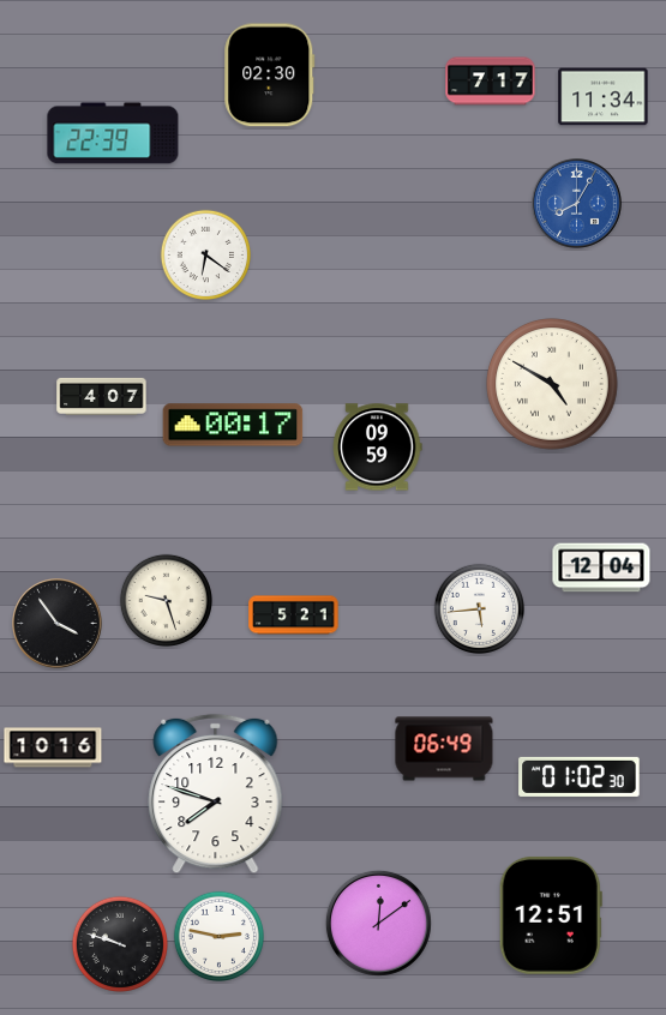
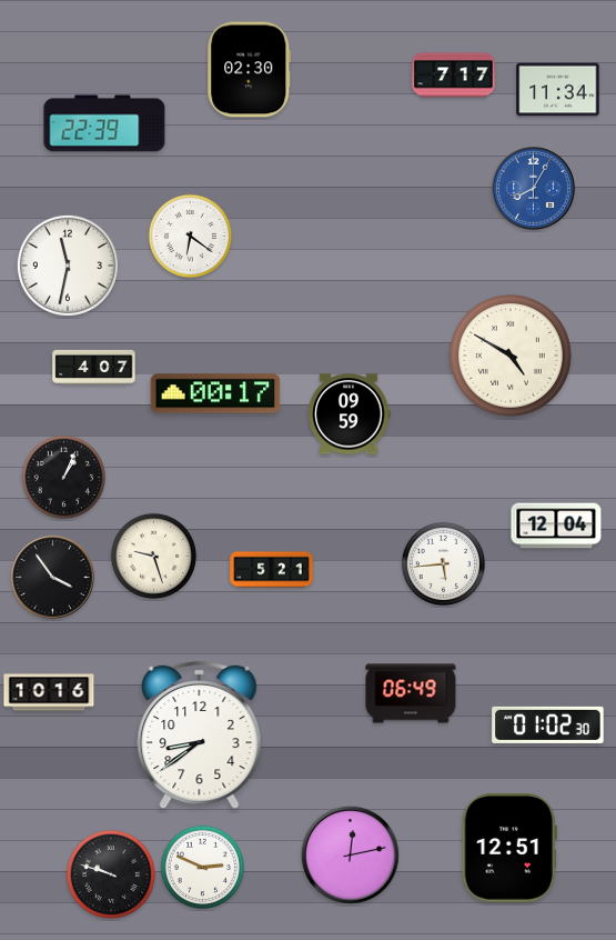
clock at (68, 266): none -> 11:32
clock at (63, 477): none -> 1:04
clock at (580, 776) position: (580, 776) -> (548, 724)
clock at (216, 794): 7:48 -> 8:39
clock at (378, 923): 12:09 -> 12:13
clock at (218, 936): 2:47 -> 2:49
